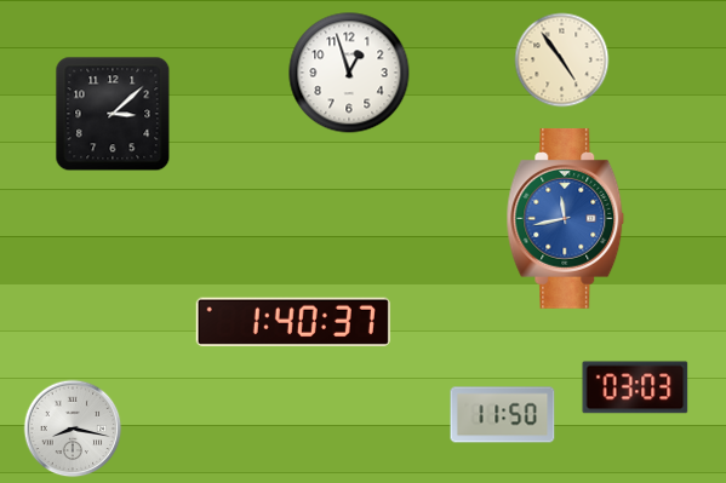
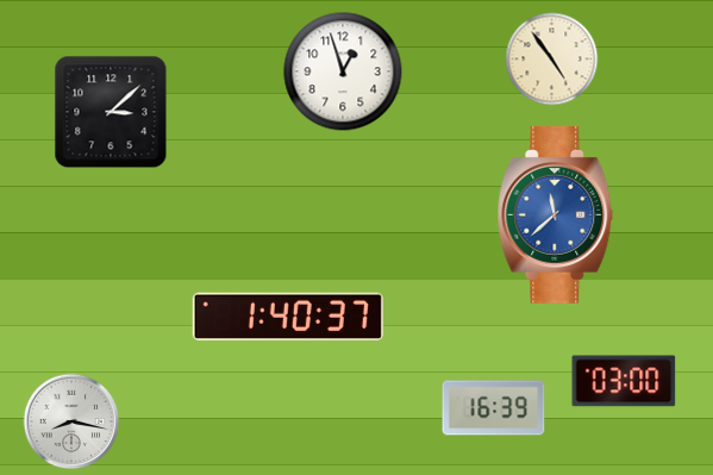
clock at (566, 218): 11:43 -> 11:38
clock at (635, 387): 03:03 -> 03:00
clock at (503, 415): 11:50 -> 16:39
